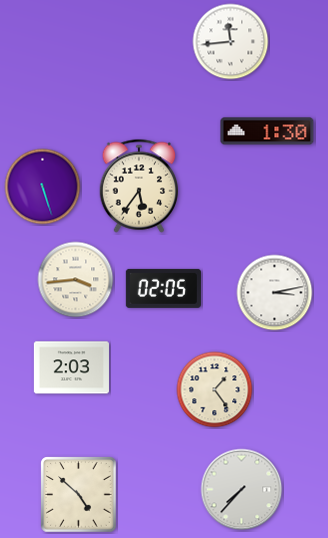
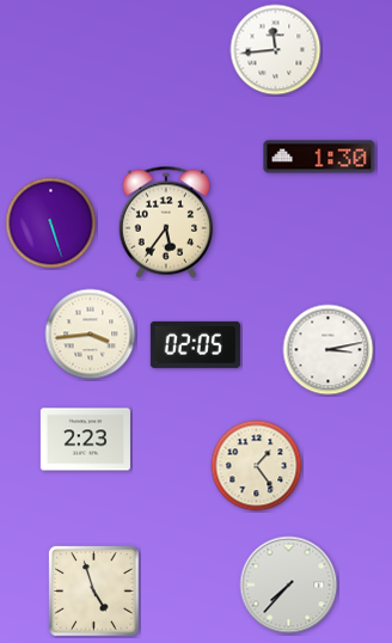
clock at (71, 368): 2:03 -> 2:23
clock at (79, 495): 4:52 -> 4:57
